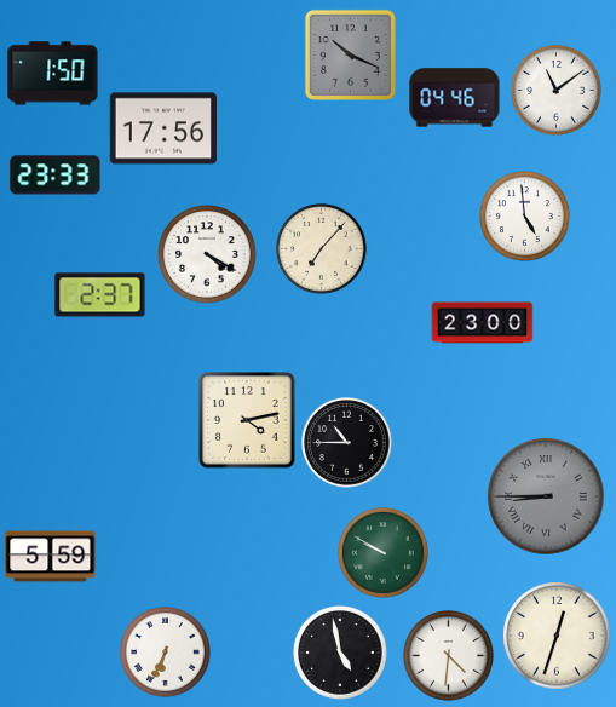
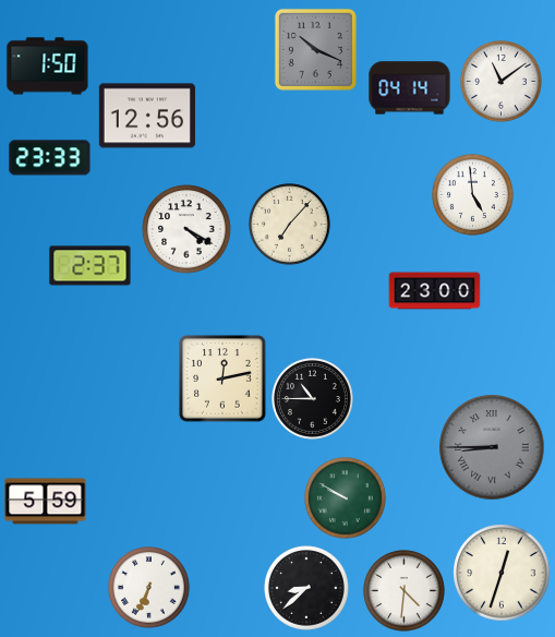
clock at (455, 98): 04:46 -> 04:14
clock at (163, 128): 17:56 -> 12:56
clock at (248, 421): 4:13 -> 12:13
clock at (341, 654): 4:58 -> 8:38
